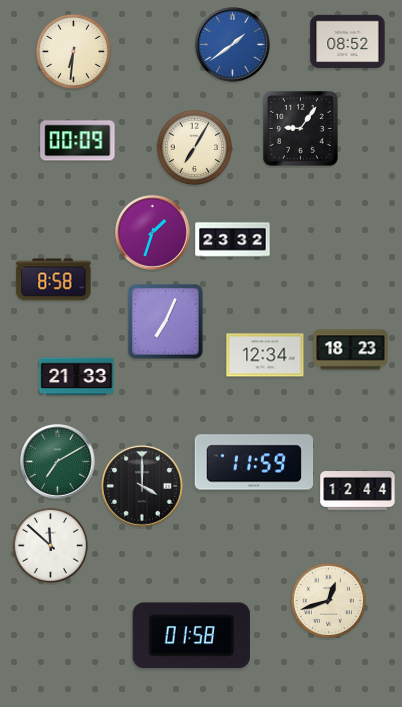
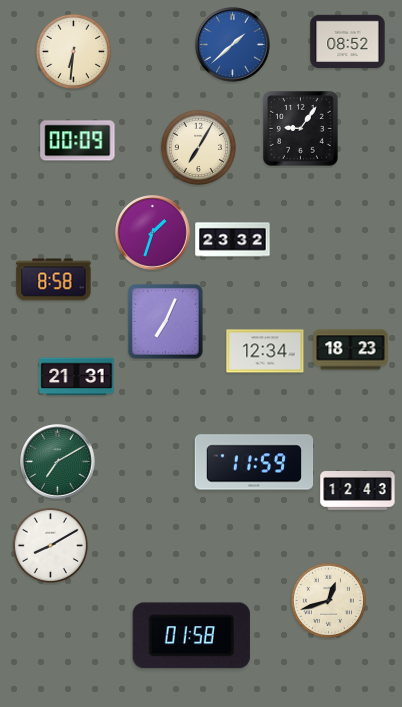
clock at (233, 45): 1:39 -> 1:38
clock at (194, 147) position: (194, 147) -> (198, 147)
clock at (265, 355) position: (265, 355) -> (265, 351)
clock at (77, 377): 21:33 -> 21:31
clock at (142, 486): 4:00 -> none
clock at (358, 491): 12:44 -> 12:43
clock at (50, 545): 11:52 -> 8:10
